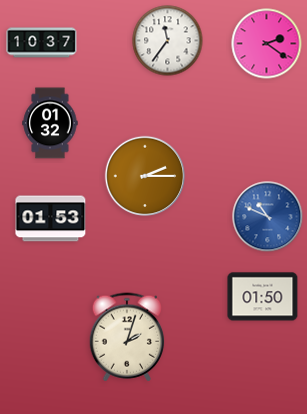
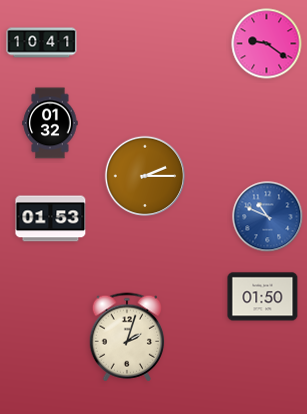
clock at (168, 41): 11:36 -> none
clock at (42, 43): 10:37 -> 10:41
clock at (267, 44): 2:21 -> 9:21
